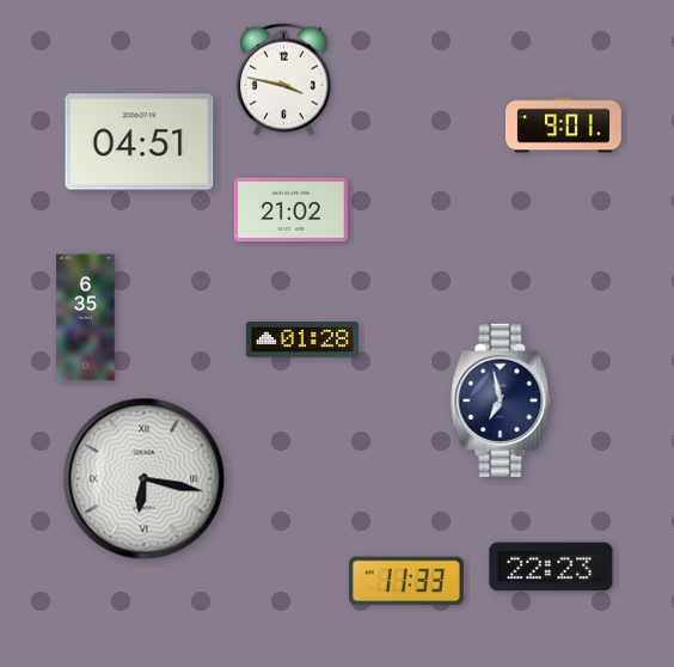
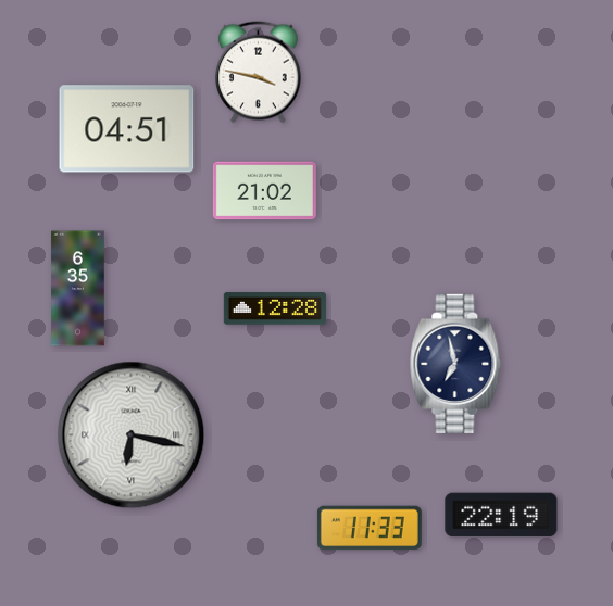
clock at (564, 126): 9:01 -> none
clock at (302, 339): 01:28 -> 12:28
clock at (551, 567): 22:23 -> 22:19
